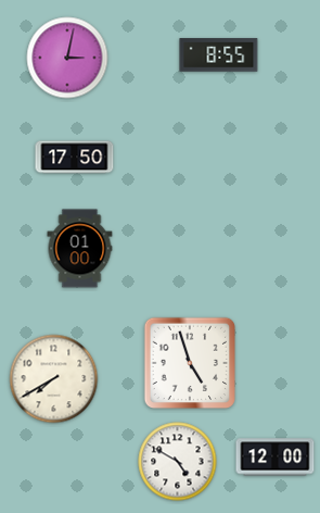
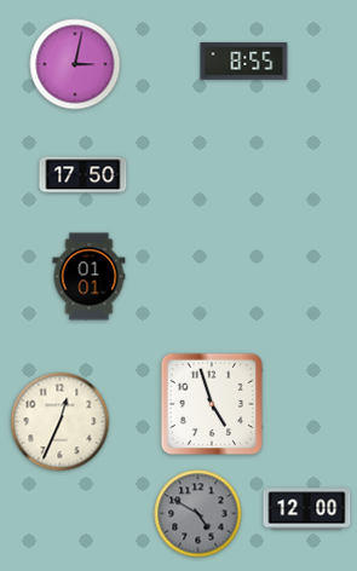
clock at (80, 249): 01:00 -> 01:01
clock at (54, 379): 7:40 -> 12:34
clock at (178, 462) dial: white -> grey
